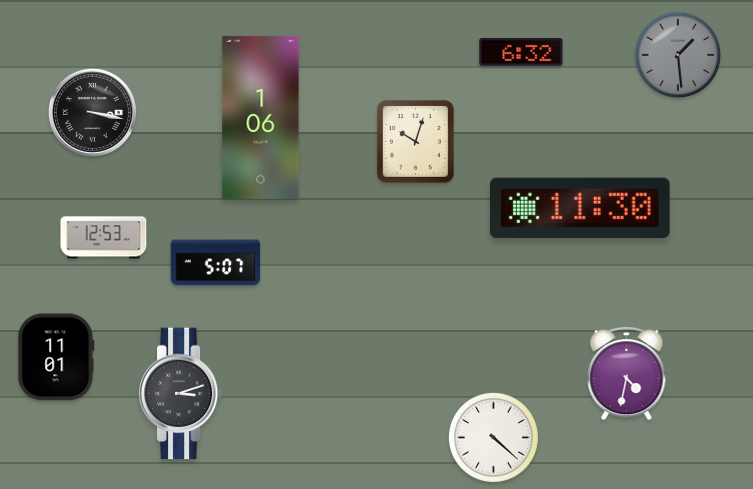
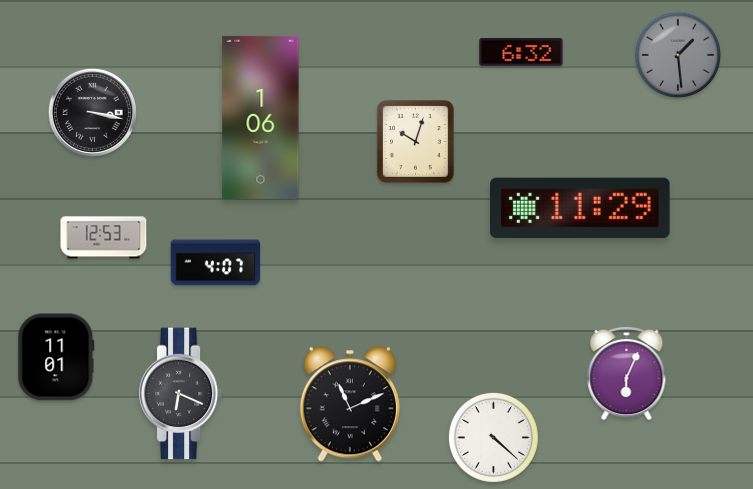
clock at (581, 207): 11:30 -> 11:29
clock at (216, 263): 5:07 -> 4:07
clock at (627, 373): 4:32 -> 6:04
clock at (181, 394): 3:12 -> 6:19
clock at (350, 404): none -> 11:11
